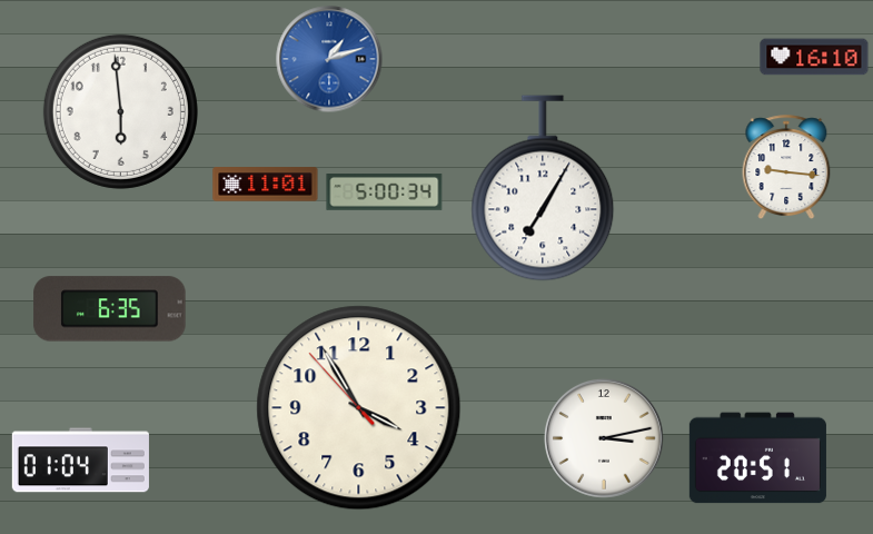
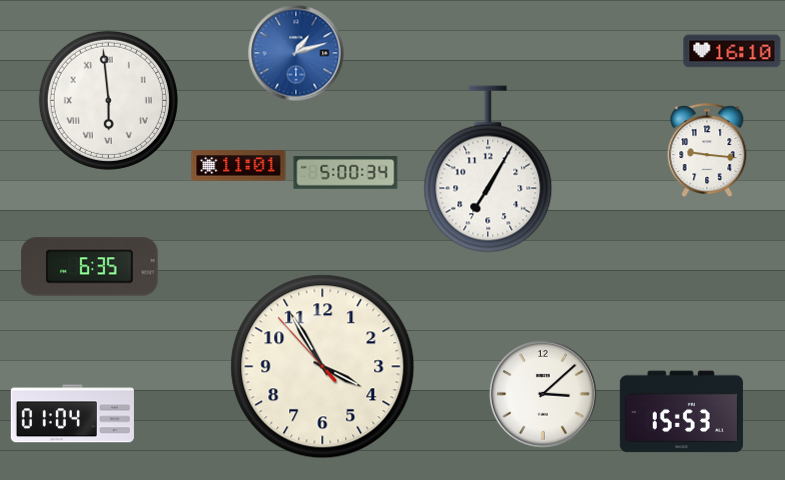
clock at (120, 111) numerals: Arabic -> Roman
clock at (110, 309) position: (110, 309) -> (90, 267)
clock at (604, 438): 3:13 -> 3:08
clock at (757, 458): 20:51 -> 15:53
